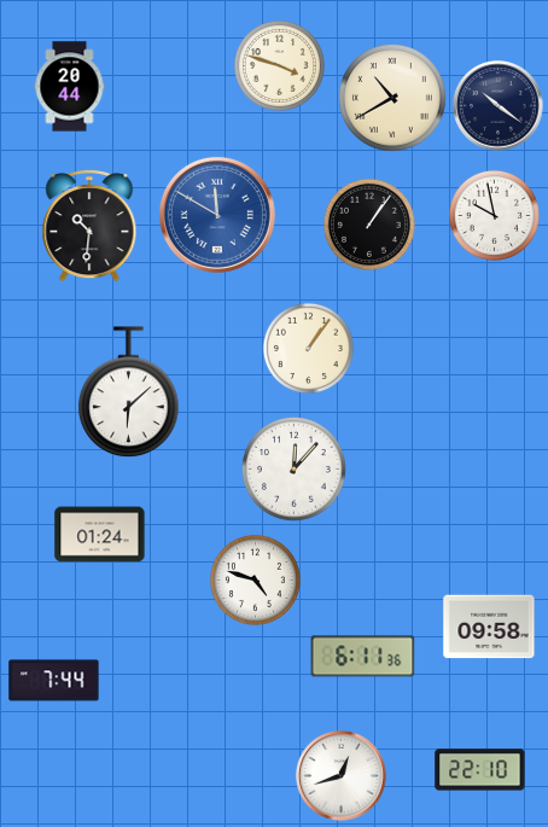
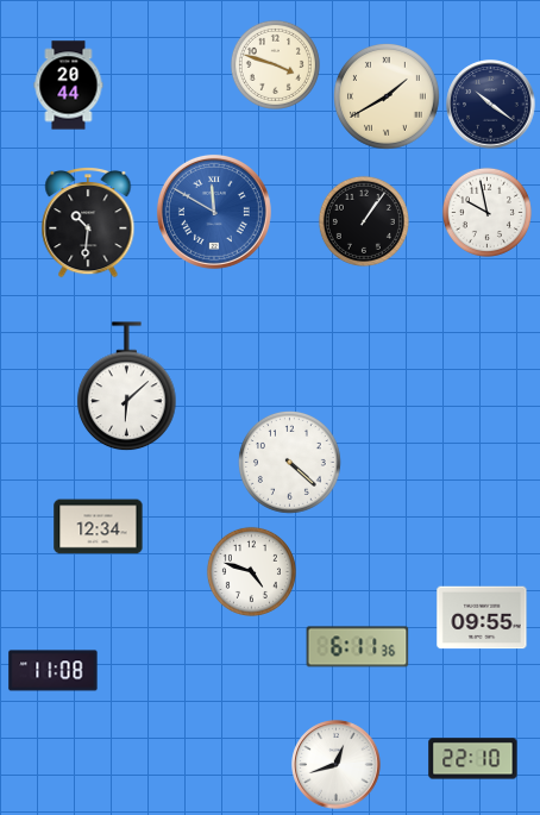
clock at (393, 99): 10:40 -> 1:40
clock at (308, 348): 1:06 -> none
clock at (293, 468): 12:07 -> 4:22
clock at (100, 535): 01:24 -> 12:34
clock at (489, 627): 09:58 -> 09:55
clock at (54, 681): 7:44 -> 11:08
